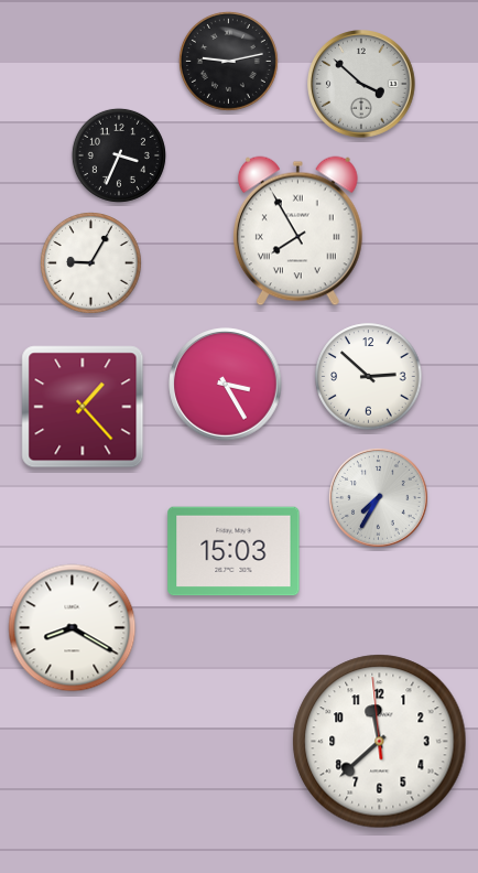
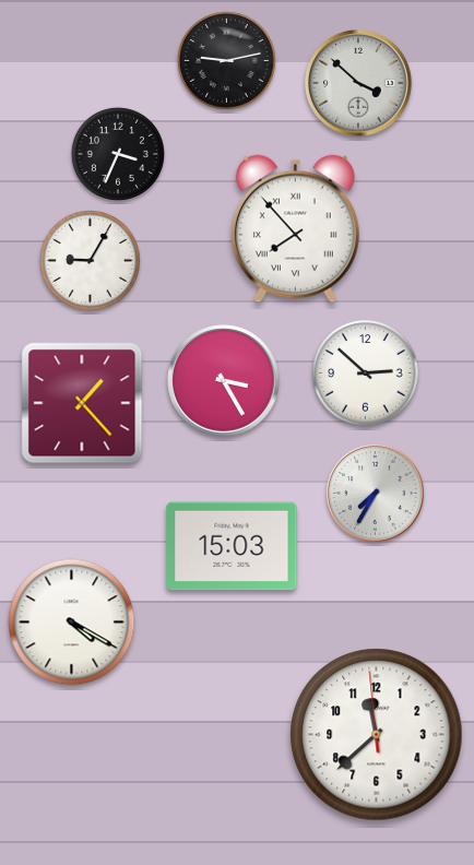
clock at (297, 231): 7:55 -> 7:53
clock at (73, 628): 8:20 -> 4:20
